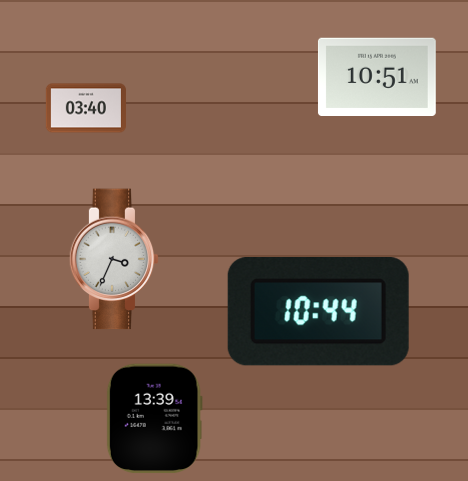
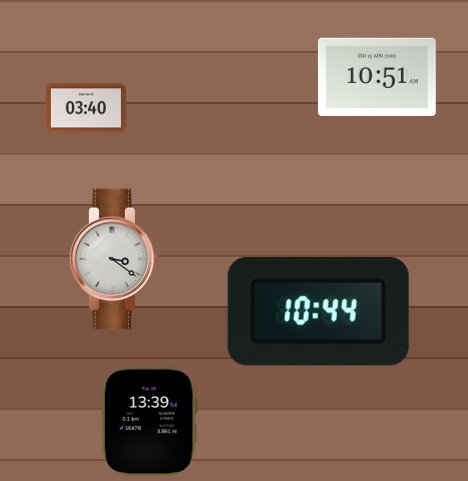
clock at (114, 259): 3:34 -> 3:21
clock at (154, 419) position: (154, 419) -> (149, 422)
